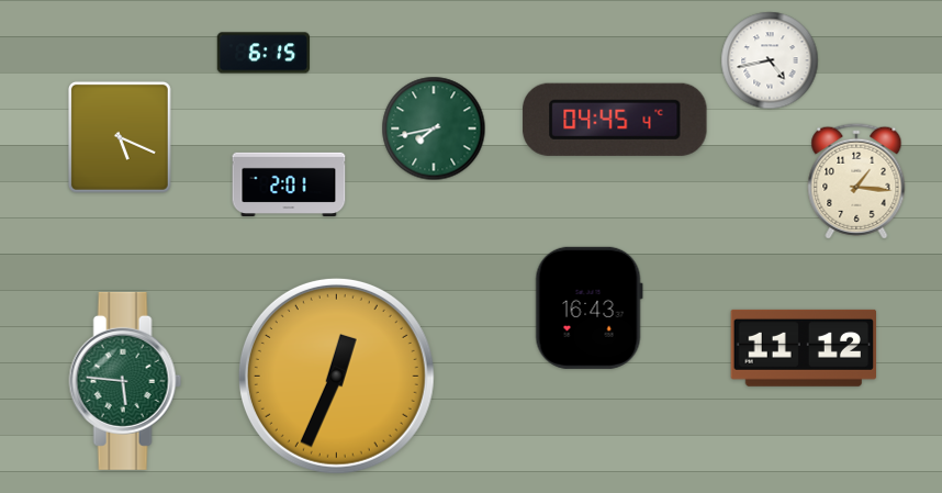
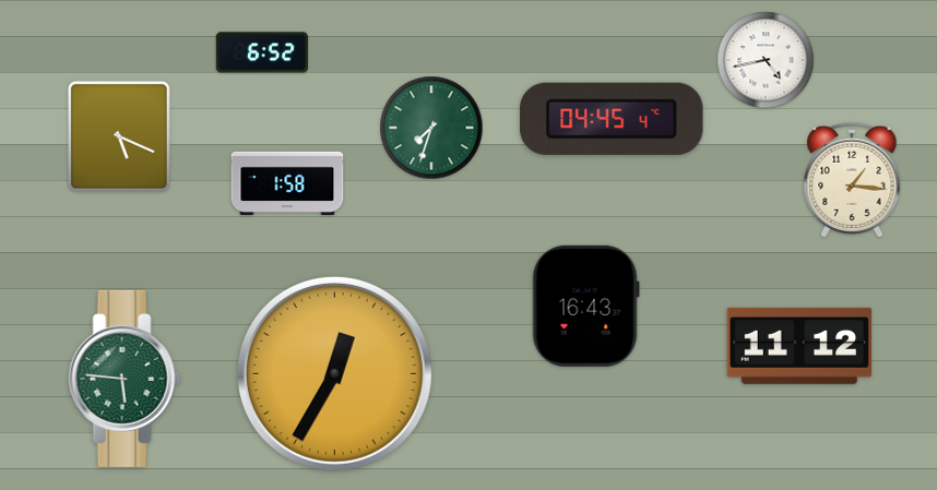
clock at (262, 53): 6:15 -> 6:52
clock at (434, 128): 7:43 -> 7:33
clock at (289, 183): 2:01 -> 1:58
clock at (336, 376): 12:34 -> 12:35
